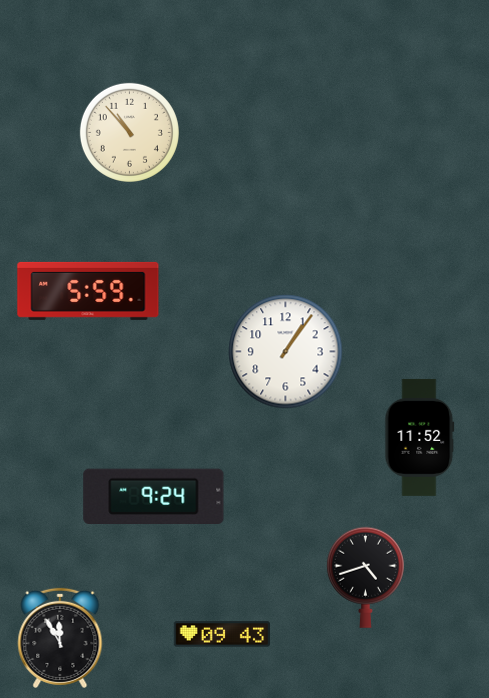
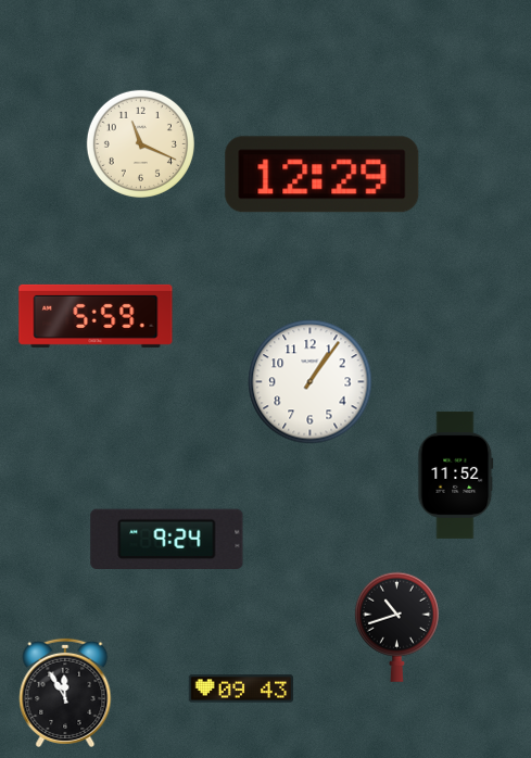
clock at (129, 132): 10:53 -> 11:19
clock at (323, 175): none -> 12:29
clock at (365, 577): 4:42 -> 10:42
